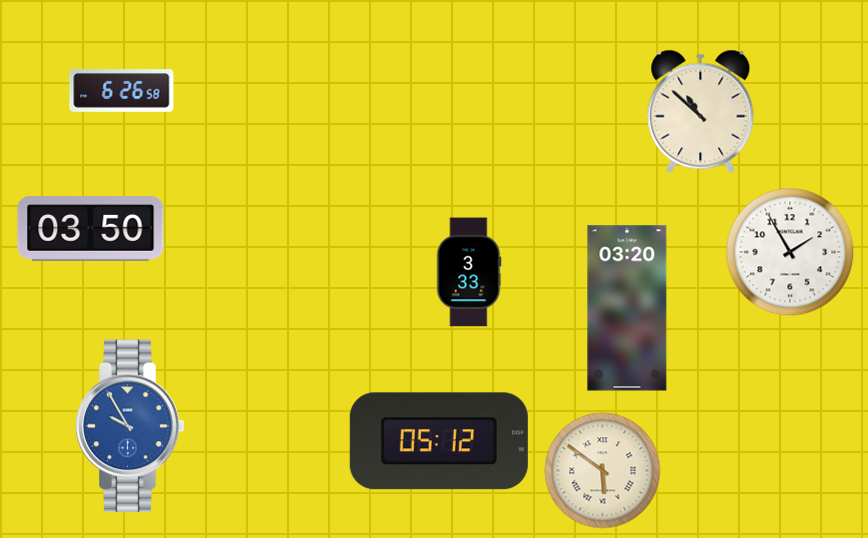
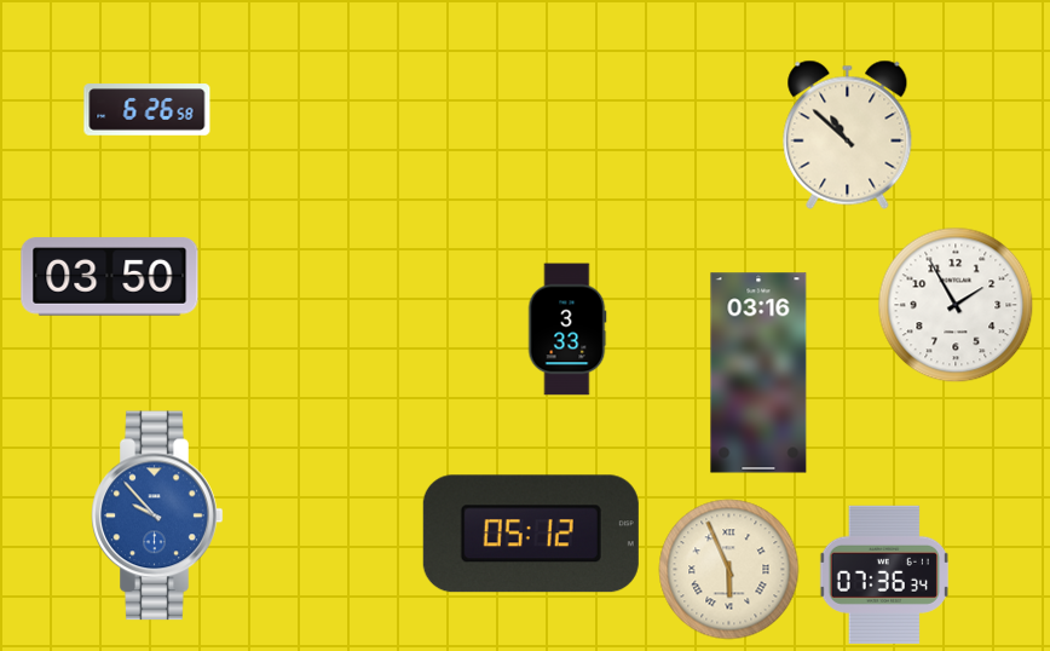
clock at (627, 308): 03:20 -> 03:16
clock at (130, 426): 9:55 -> 9:53
clock at (603, 471): 5:51 -> 5:56
clock at (884, 575): none -> 07:36
